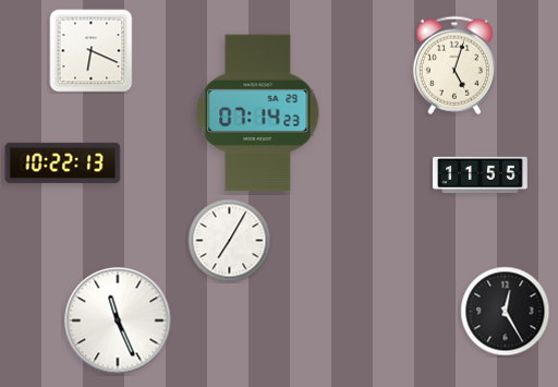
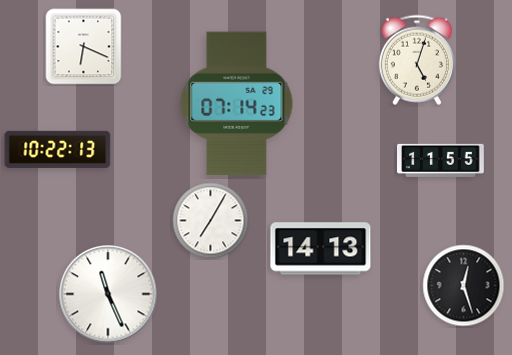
clock at (321, 249): none -> 14:13
clock at (506, 312): 12:25 -> 12:27
